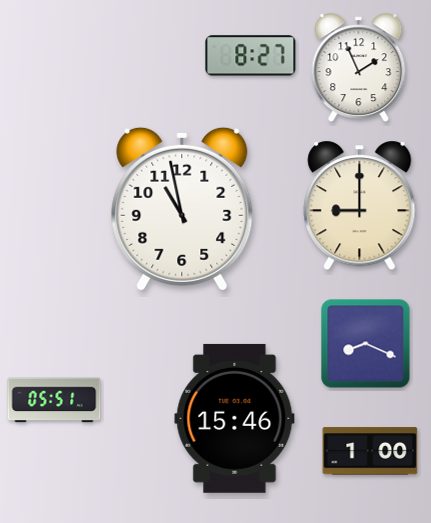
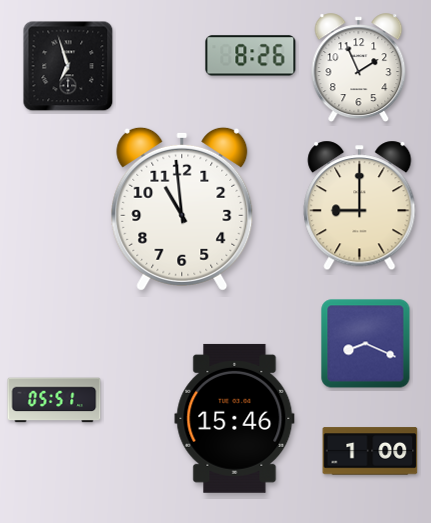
clock at (251, 56): 8:27 -> 8:26
clock at (68, 66): none -> 6:57
clock at (182, 209): 10:58 -> 10:59
